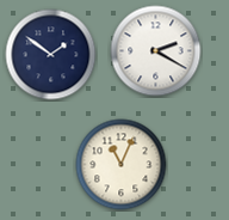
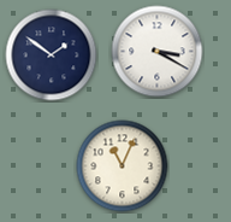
clock at (156, 51): 2:20 -> 3:20
